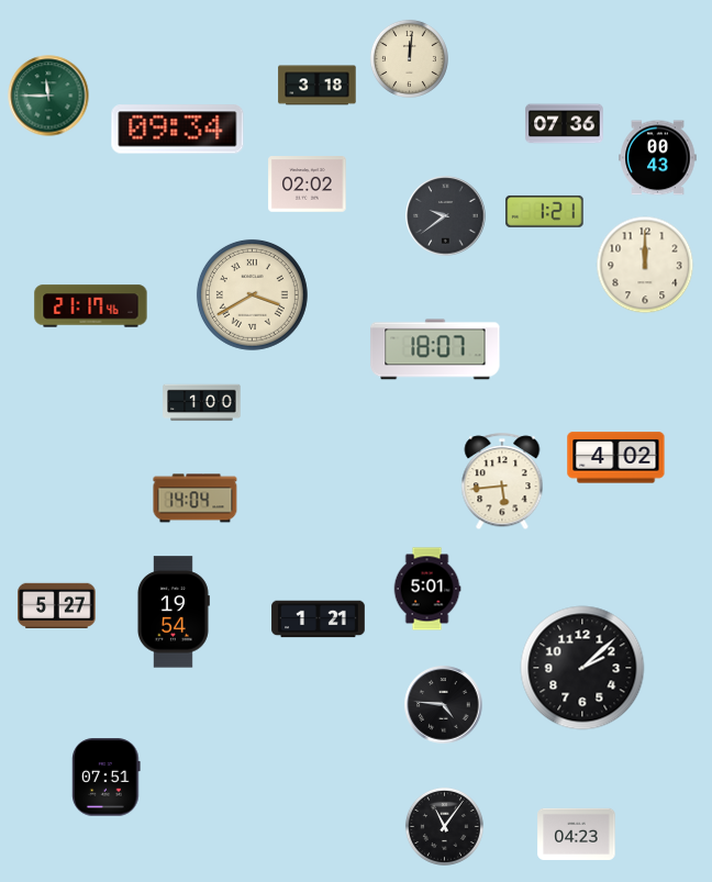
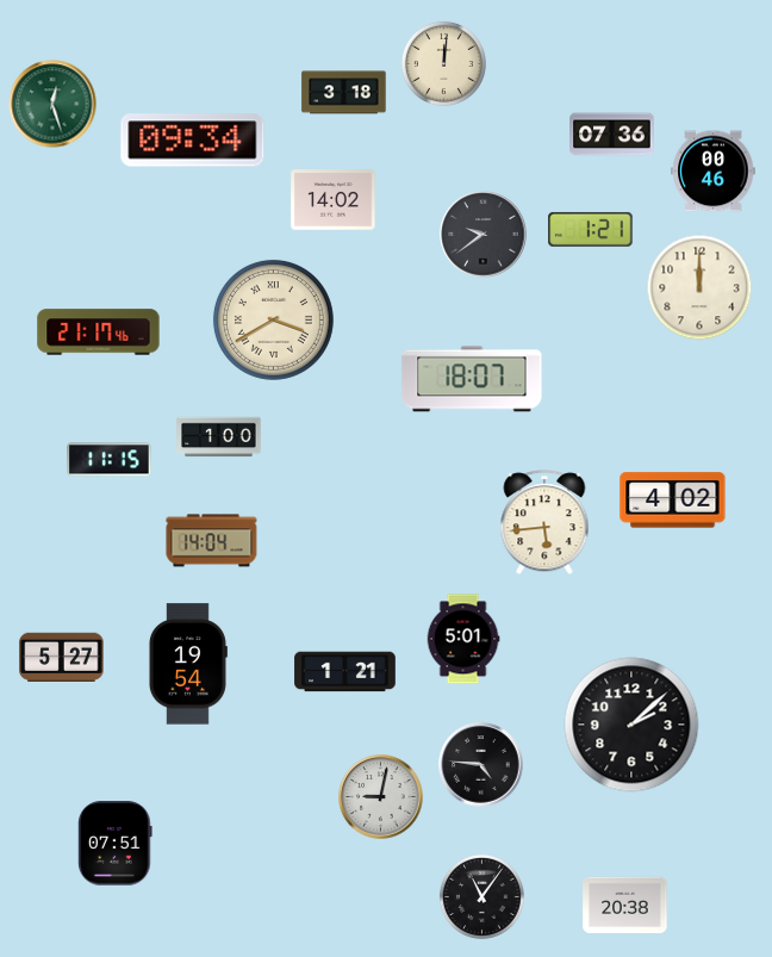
clock at (48, 96): 11:45 -> 12:27
clock at (658, 158): 00:43 -> 00:46
clock at (308, 185): 02:02 -> 14:02
clock at (110, 460): none -> 11:15
clock at (616, 458) position: (616, 458) -> (673, 501)
clock at (381, 797): none -> 9:02
clock at (577, 834): 04:23 -> 20:38
